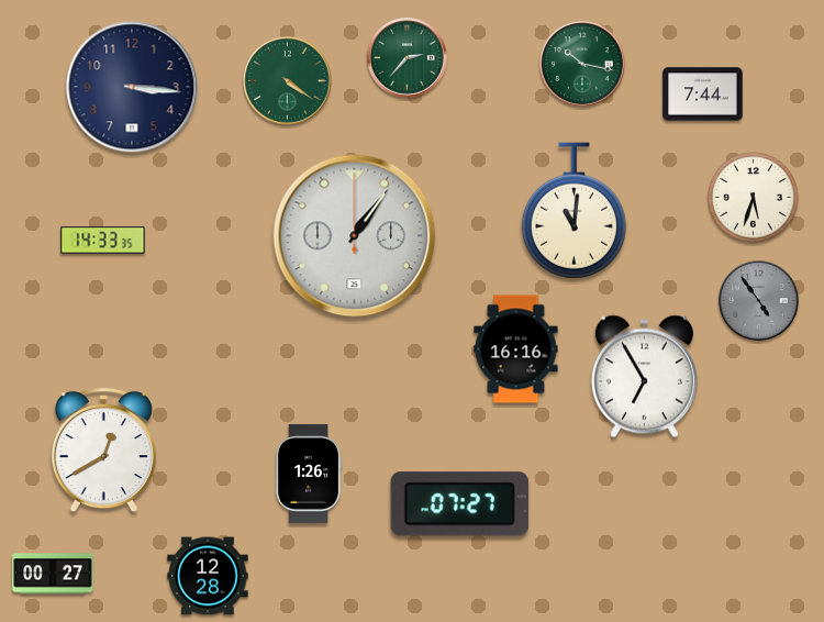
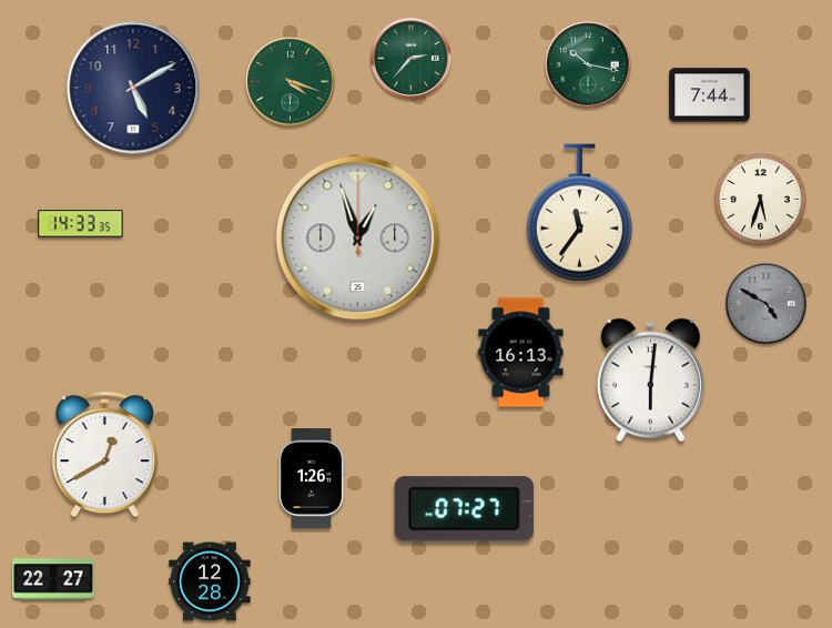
clock at (288, 81): 4:21 -> 4:18
clock at (132, 87): 3:16 -> 5:10
clock at (574, 211): 11:01 -> 11:36
clock at (355, 236): 1:06 -> 12:57
clock at (103, 241) position: (103, 241) -> (81, 224)
clock at (759, 301): 4:54 -> 4:50
clock at (516, 349): 16:16 -> 16:13
clock at (644, 377): 6:55 -> 6:01
clock at (53, 574): 00:27 -> 22:27
